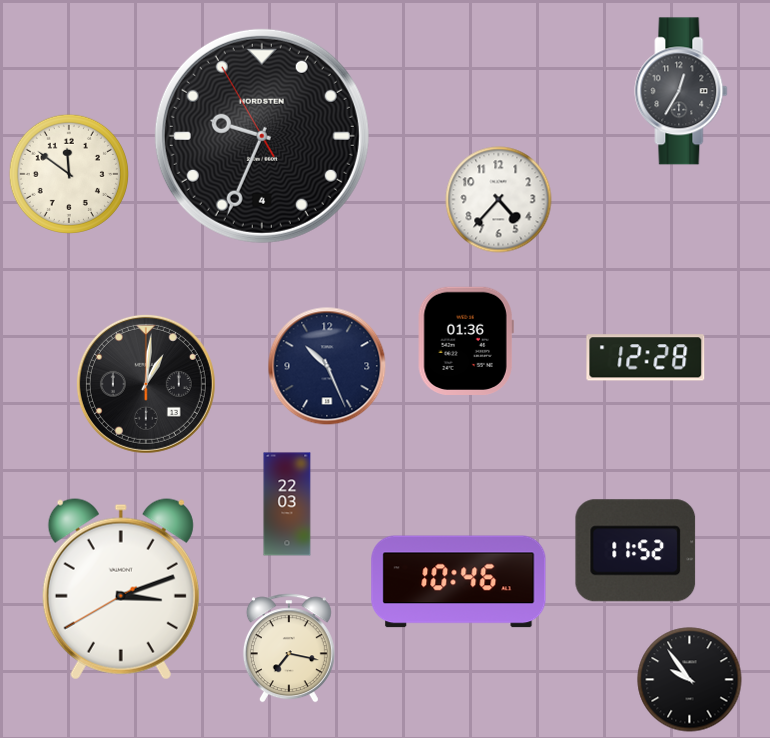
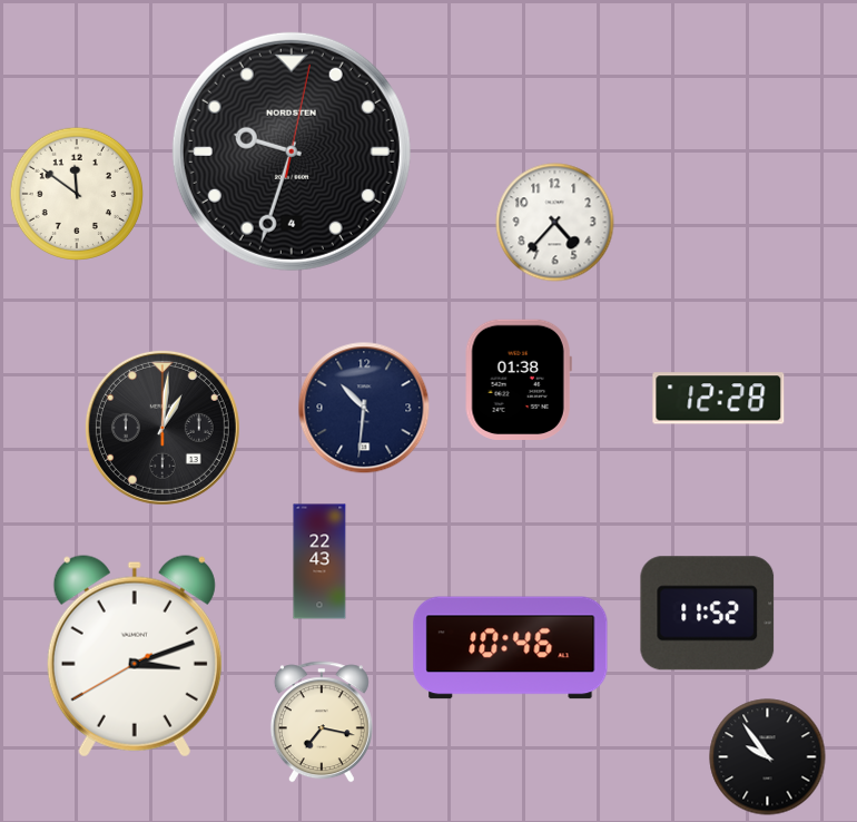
clock at (681, 91): 12:35 -> none
clock at (262, 136): 9:33:55 -> 9:33:02
clock at (466, 341): 01:36 -> 01:38
clock at (327, 366): 10:26 -> 10:31
clock at (287, 504): 22:03 -> 22:43
